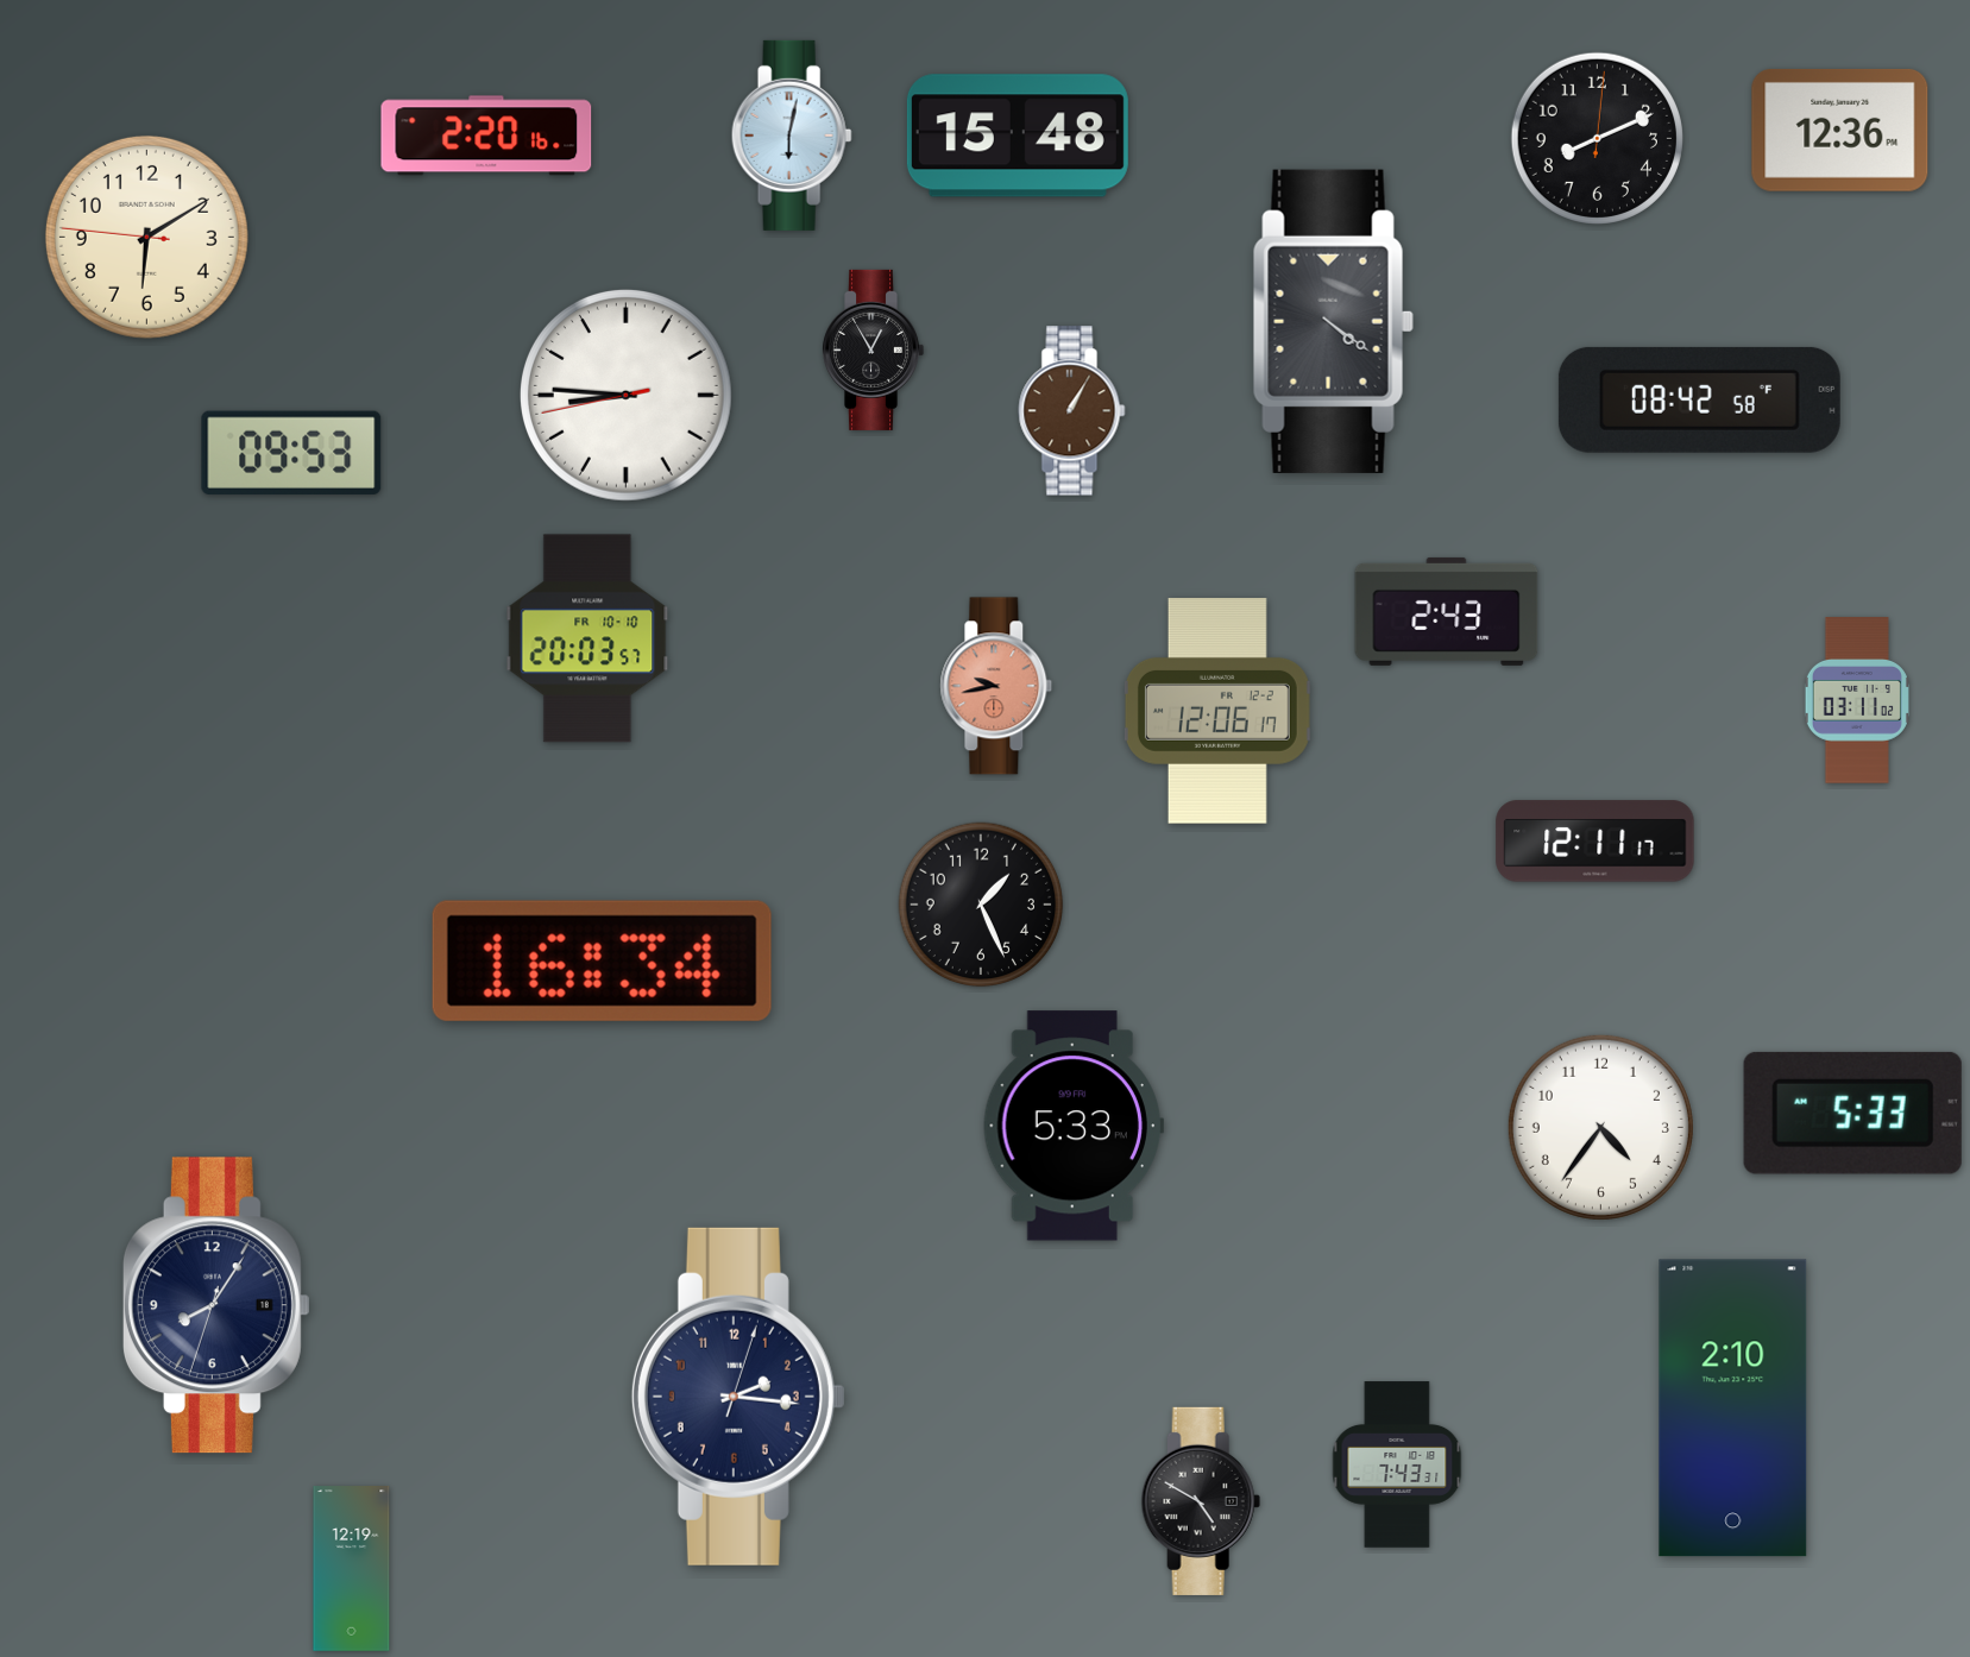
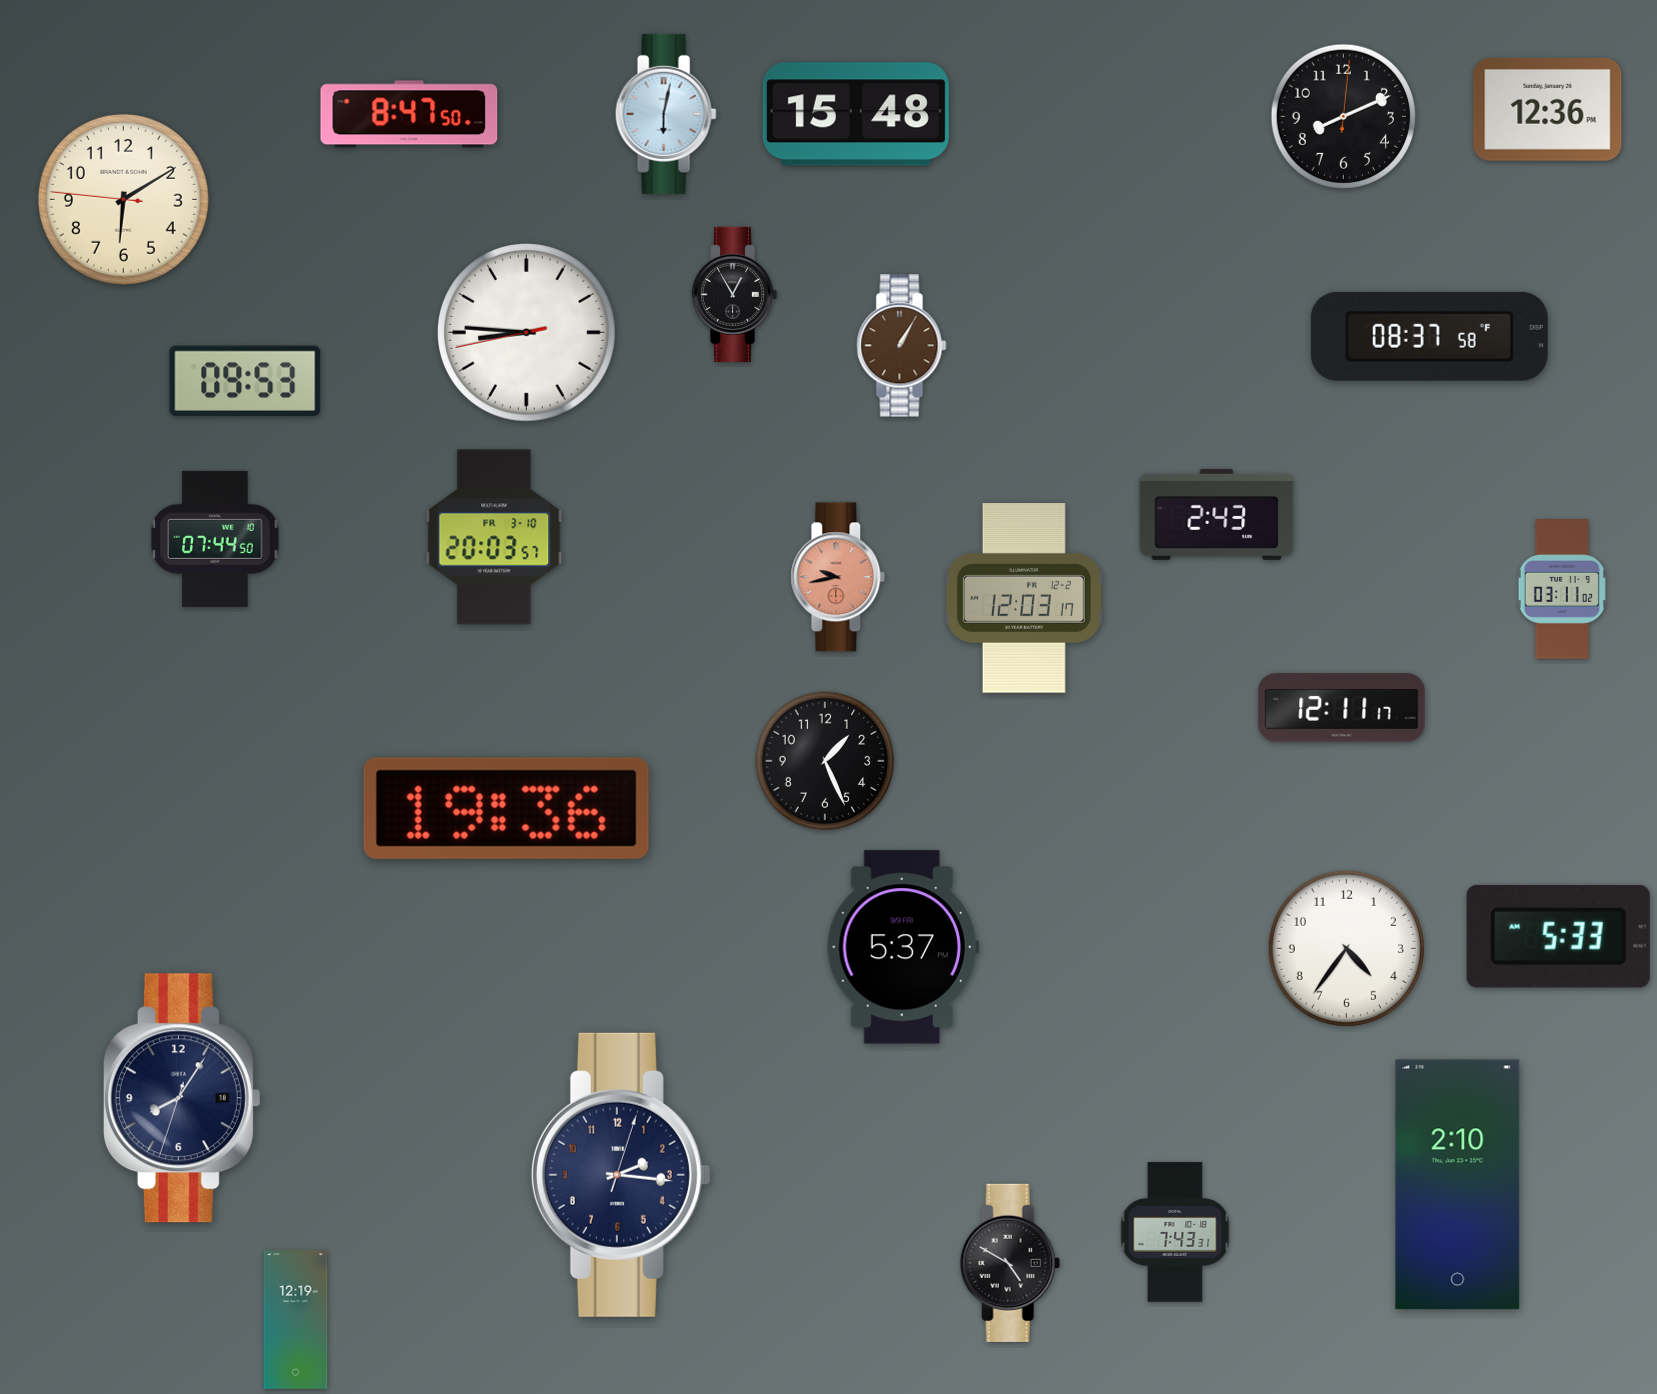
clock at (486, 136): 2:20 -> 8:47
clock at (1333, 321): 4:21 -> none
clock at (1699, 399): 08:42 -> 08:37
clock at (587, 638) date: FR 10-10 -> FR 3-10
clock at (215, 539): none -> 07:44
clock at (1217, 711): 12:06 -> 12:03
clock at (602, 960): 16:34 -> 19:36
clock at (1074, 1126): 5:33 -> 5:37
